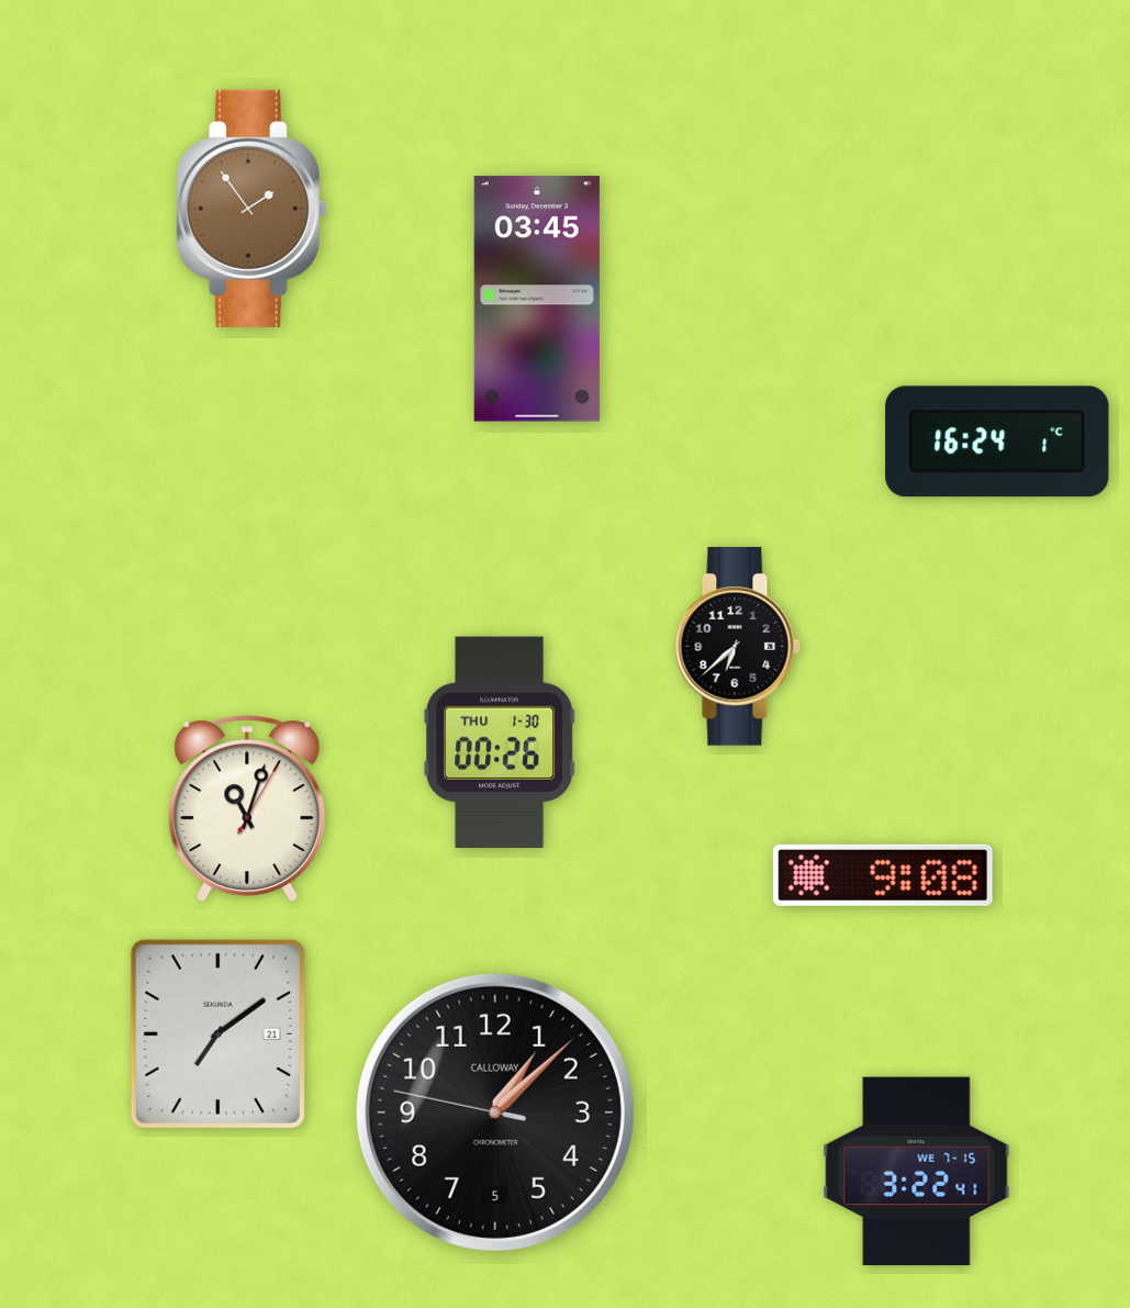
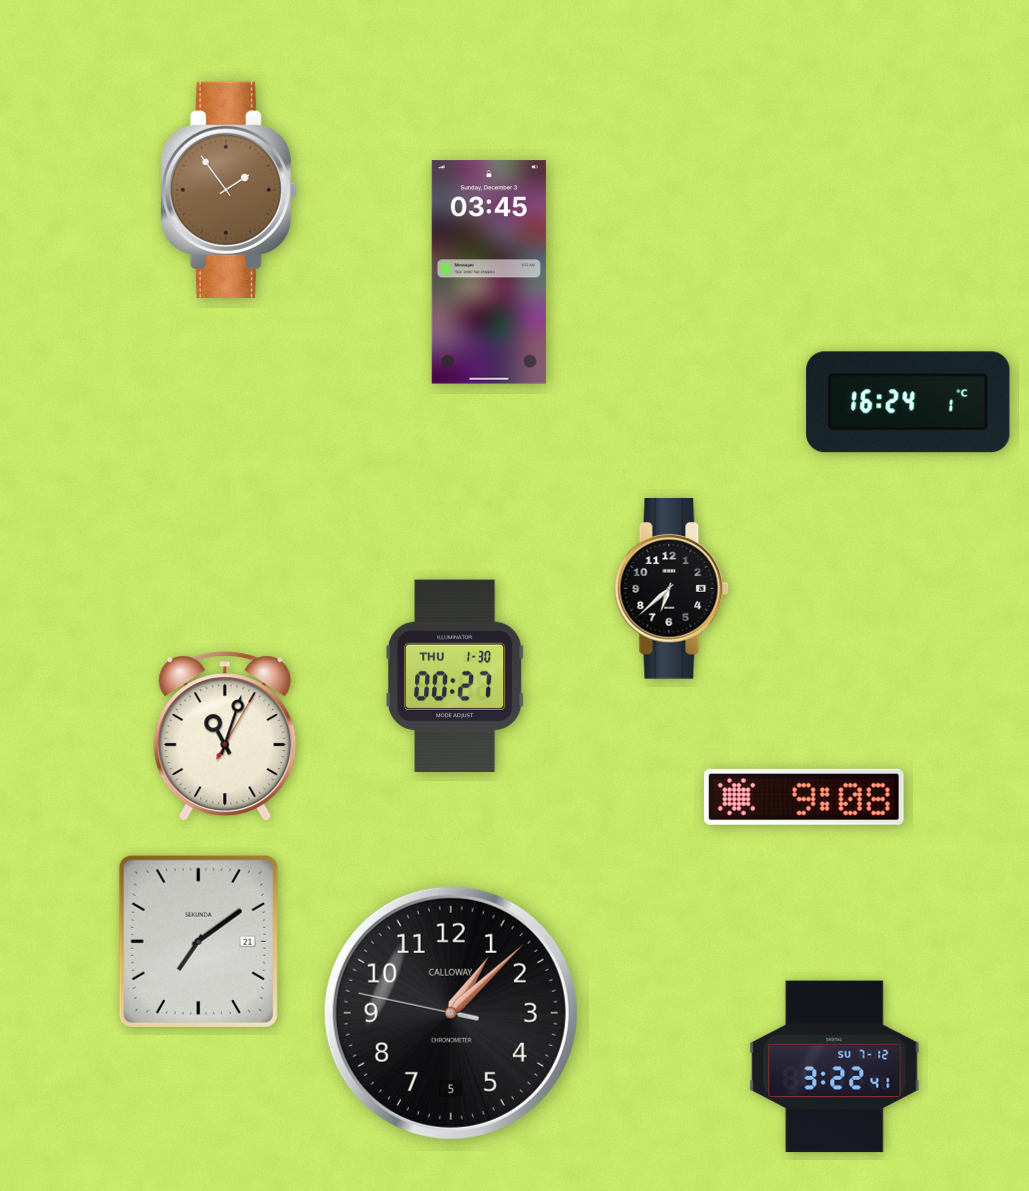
clock at (500, 741): 00:26 -> 00:27
clock at (917, 1172) date: WE 7-15 -> SU 7-12
